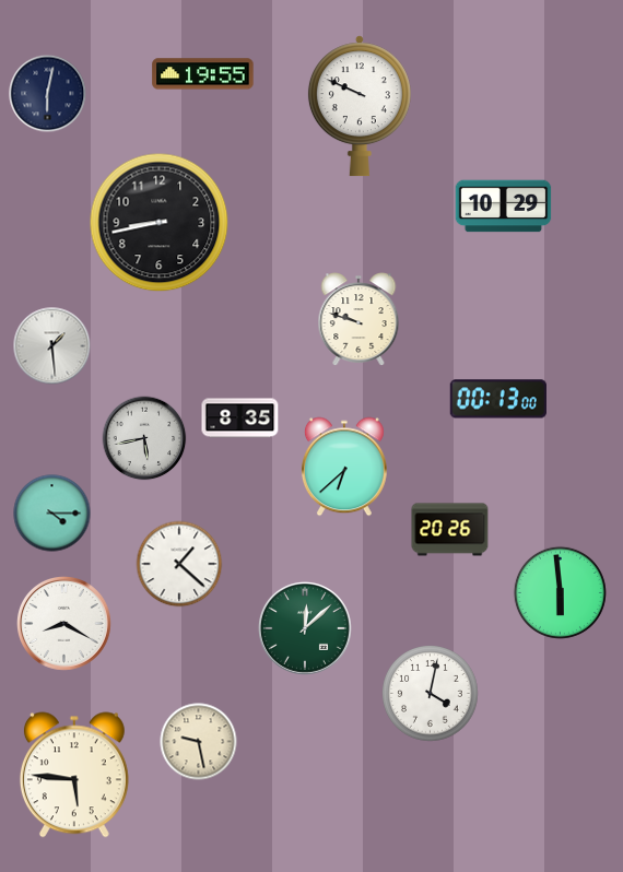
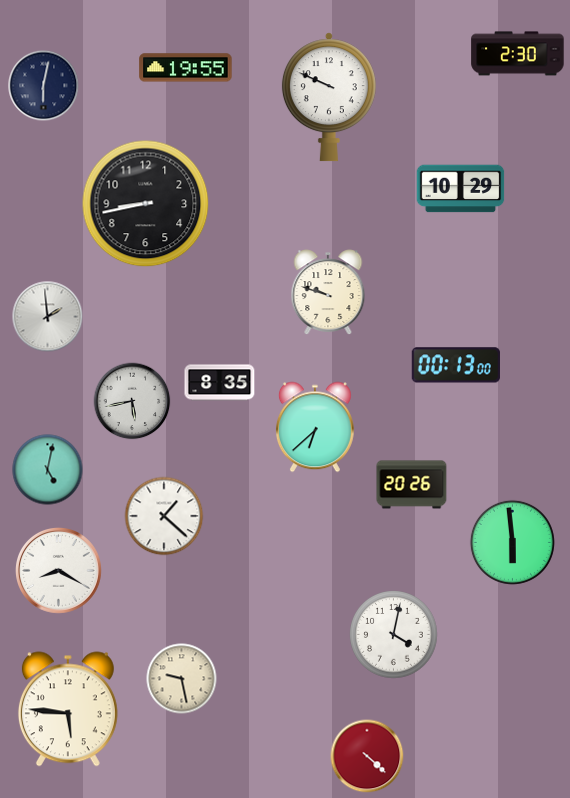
clock at (518, 54): none -> 2:30
clock at (52, 346): 1:29 -> 1:59
clock at (52, 514): 4:15 -> 5:02
clock at (305, 628): 12:08 -> none
clock at (367, 756): none -> 4:22
